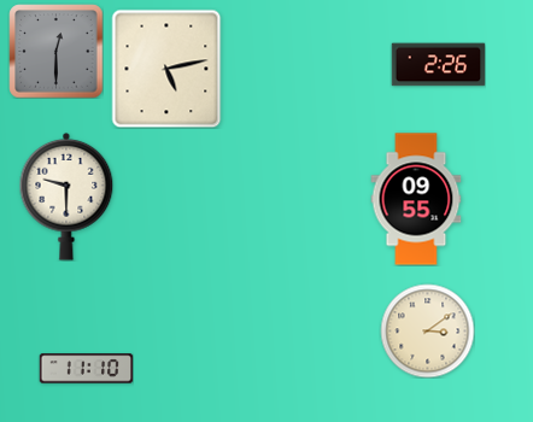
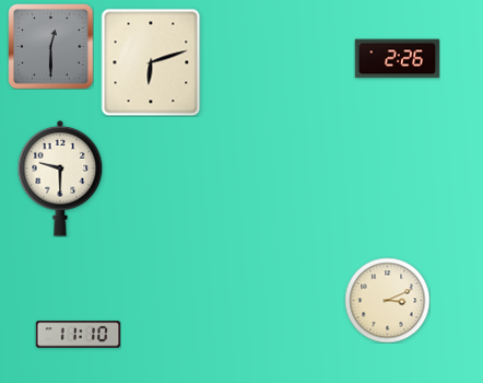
clock at (166, 69): 5:13 -> 6:12
clock at (416, 199): 09:55 -> none
clock at (427, 330): 3:09 -> 3:11
